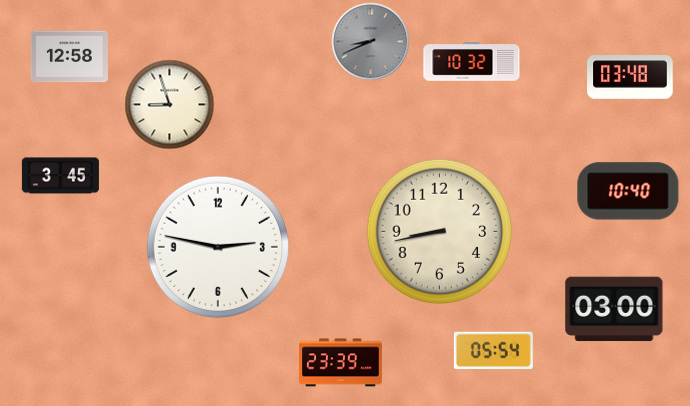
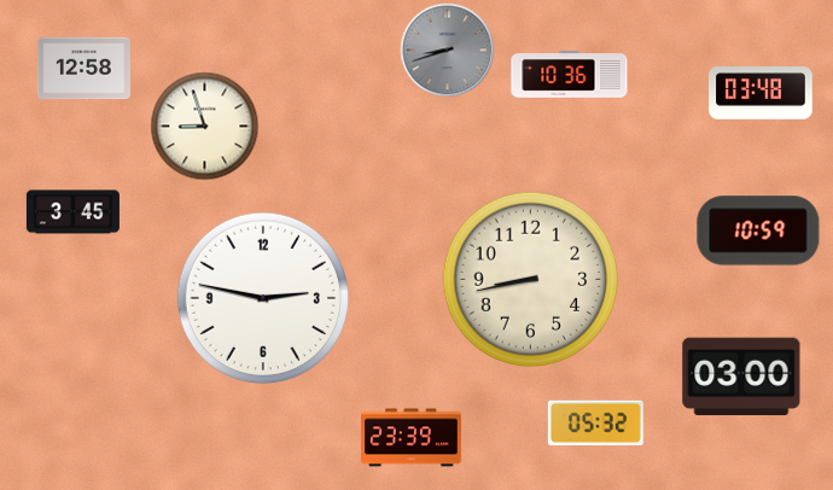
clock at (370, 41): 8:41 -> 8:42
clock at (472, 62): 10:32 -> 10:36
clock at (628, 191): 10:40 -> 10:59
clock at (614, 309) position: (614, 309) -> (741, 377)
clock at (493, 350): 05:54 -> 05:32
